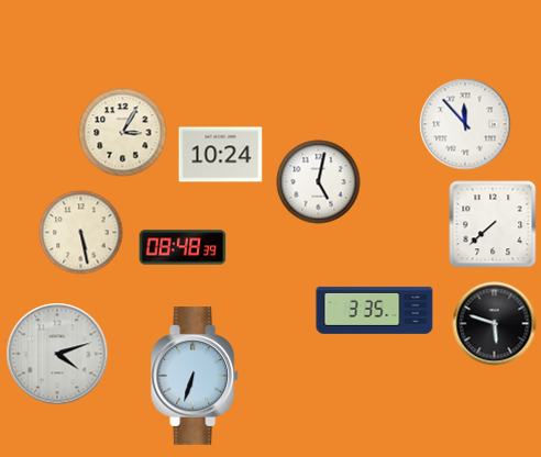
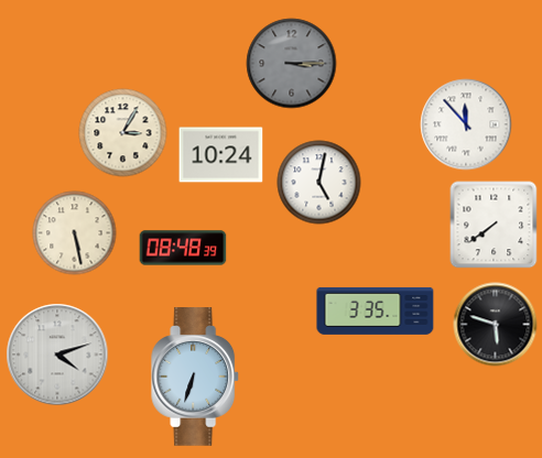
clock at (292, 64): none -> 3:15
clock at (493, 224): 7:38 -> 7:39
clock at (81, 233) position: (81, 233) -> (75, 233)
